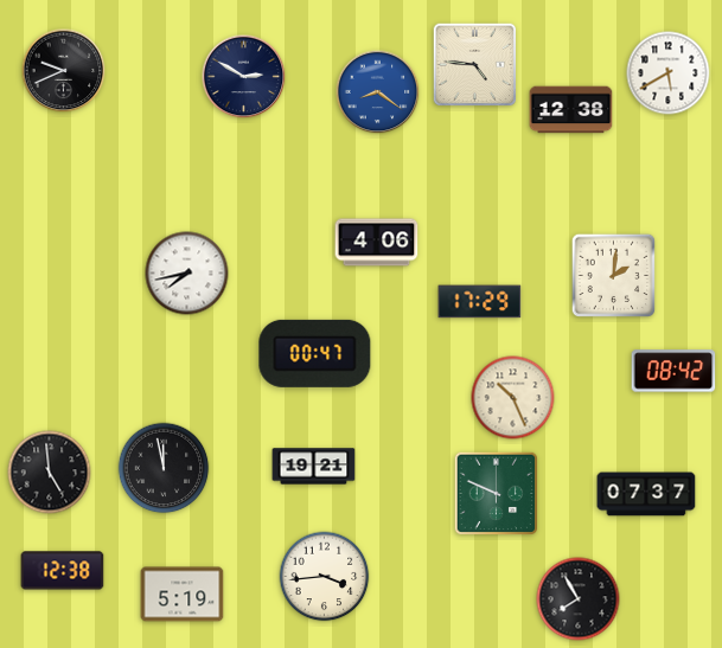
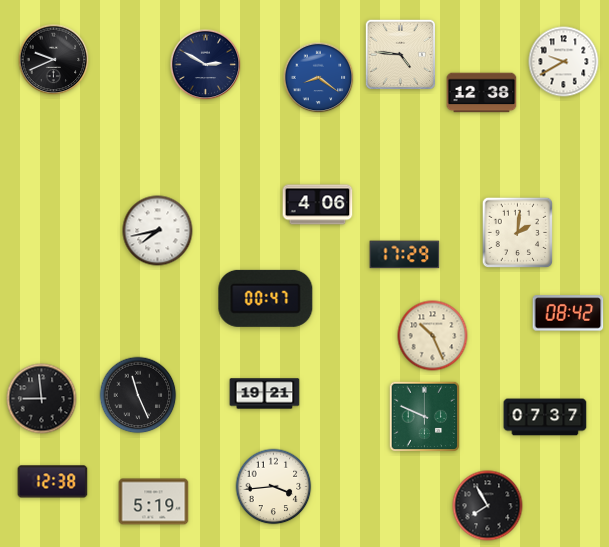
clock at (669, 73): 5:40 -> 9:40
clock at (164, 468): 11:58 -> 11:26
clock at (50, 473): 4:59 -> 8:59
clock at (496, 493) position: (496, 493) -> (424, 416)
